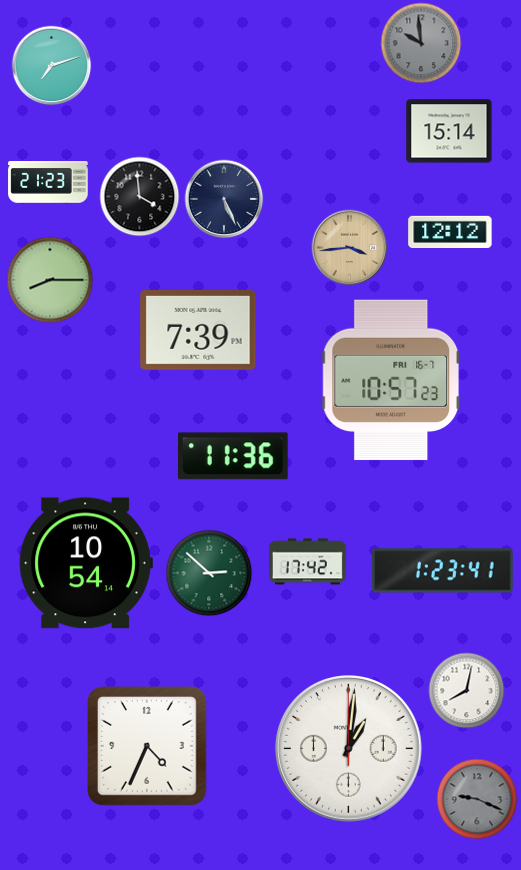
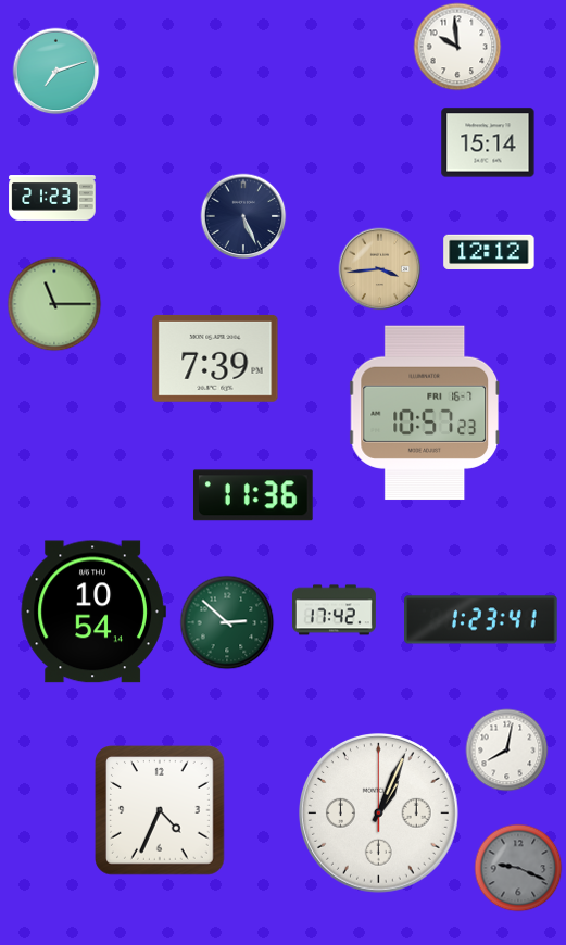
clock at (421, 43) dial: grey -> white
clock at (140, 197): 3:59 -> none
clock at (50, 280): 8:15 -> 11:15
clock at (349, 749): 1:01 -> 1:04
